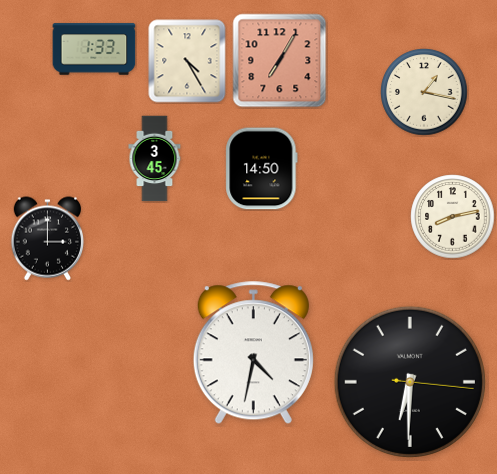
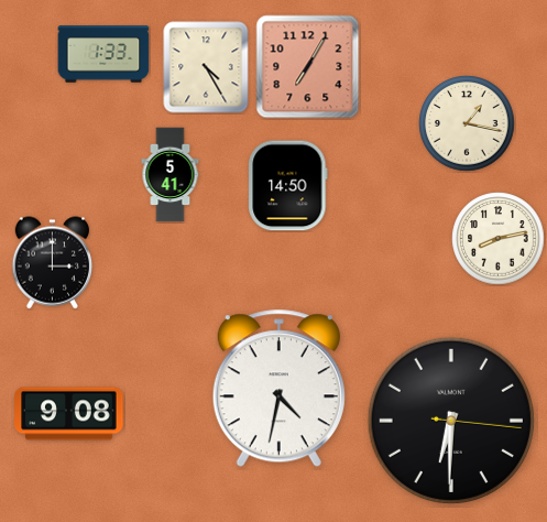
clock at (424, 92) position: (424, 92) -> (467, 123)
clock at (155, 159): 3:45 -> 5:41
clock at (69, 414): none -> 9:08
